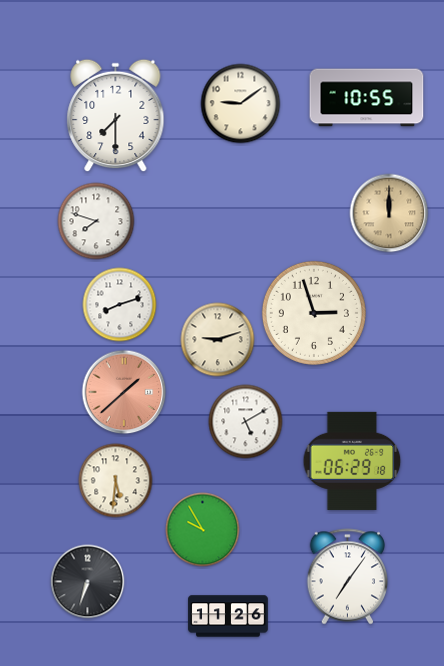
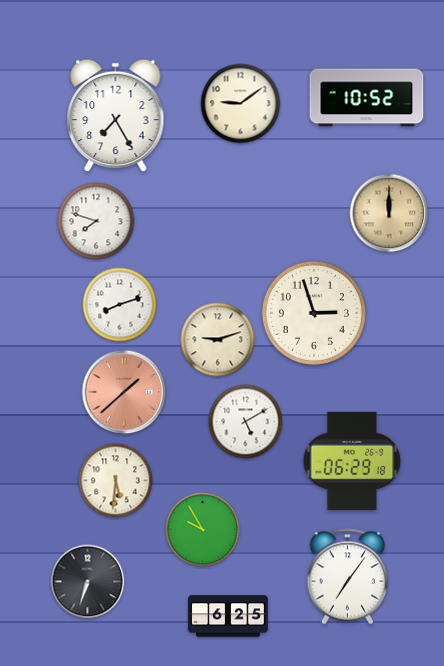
clock at (367, 98): 10:55 -> 10:52
clock at (116, 116): 7:30 -> 7:25
clock at (228, 616): 11:26 -> 6:25
